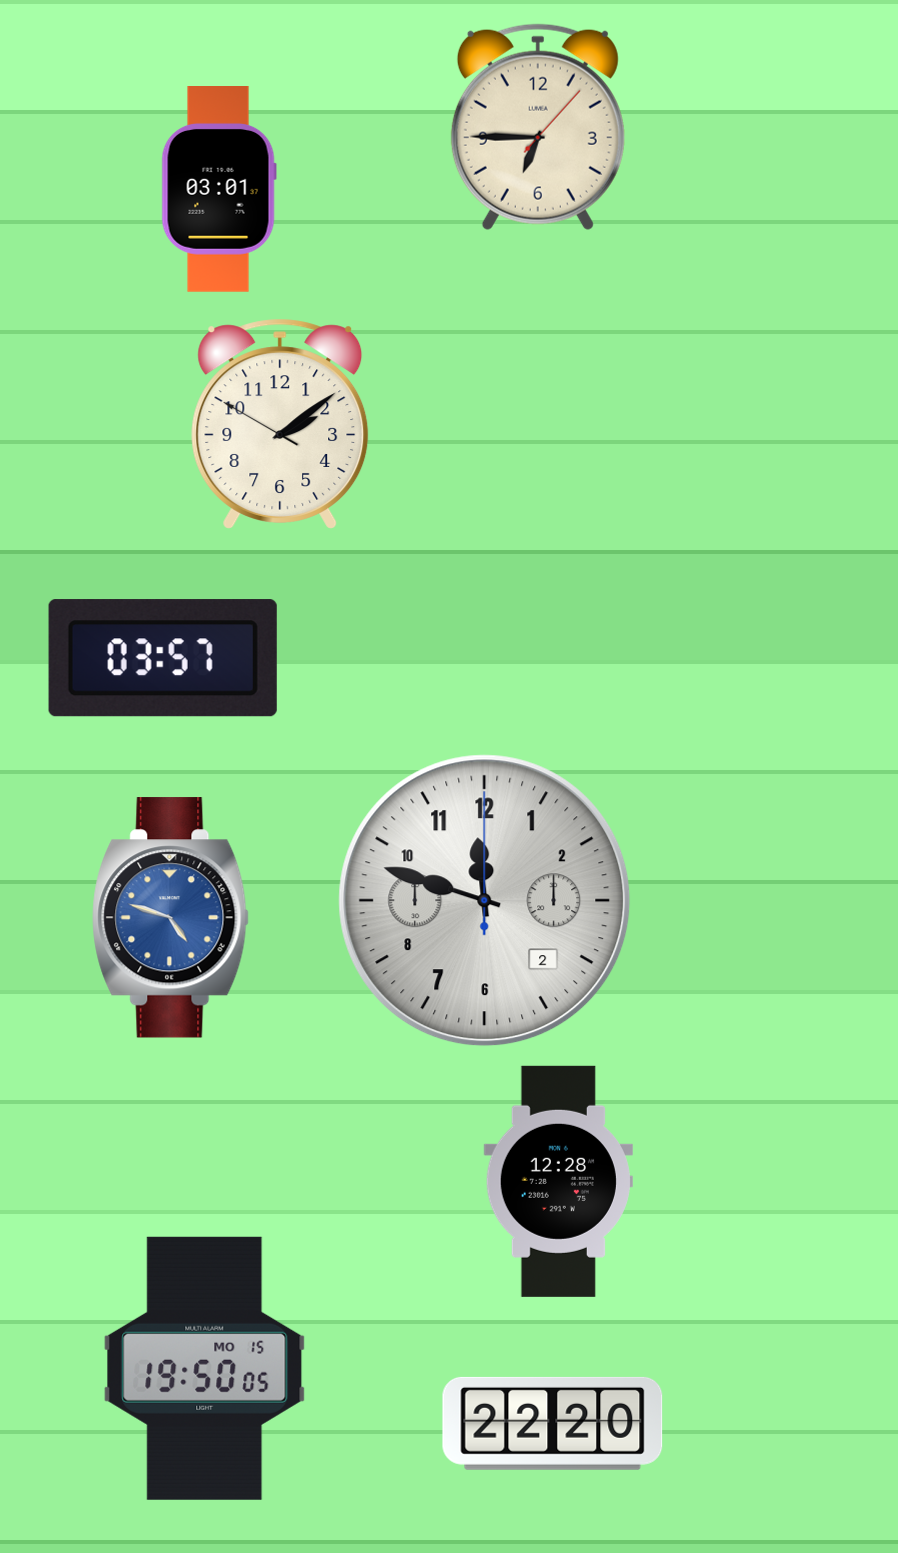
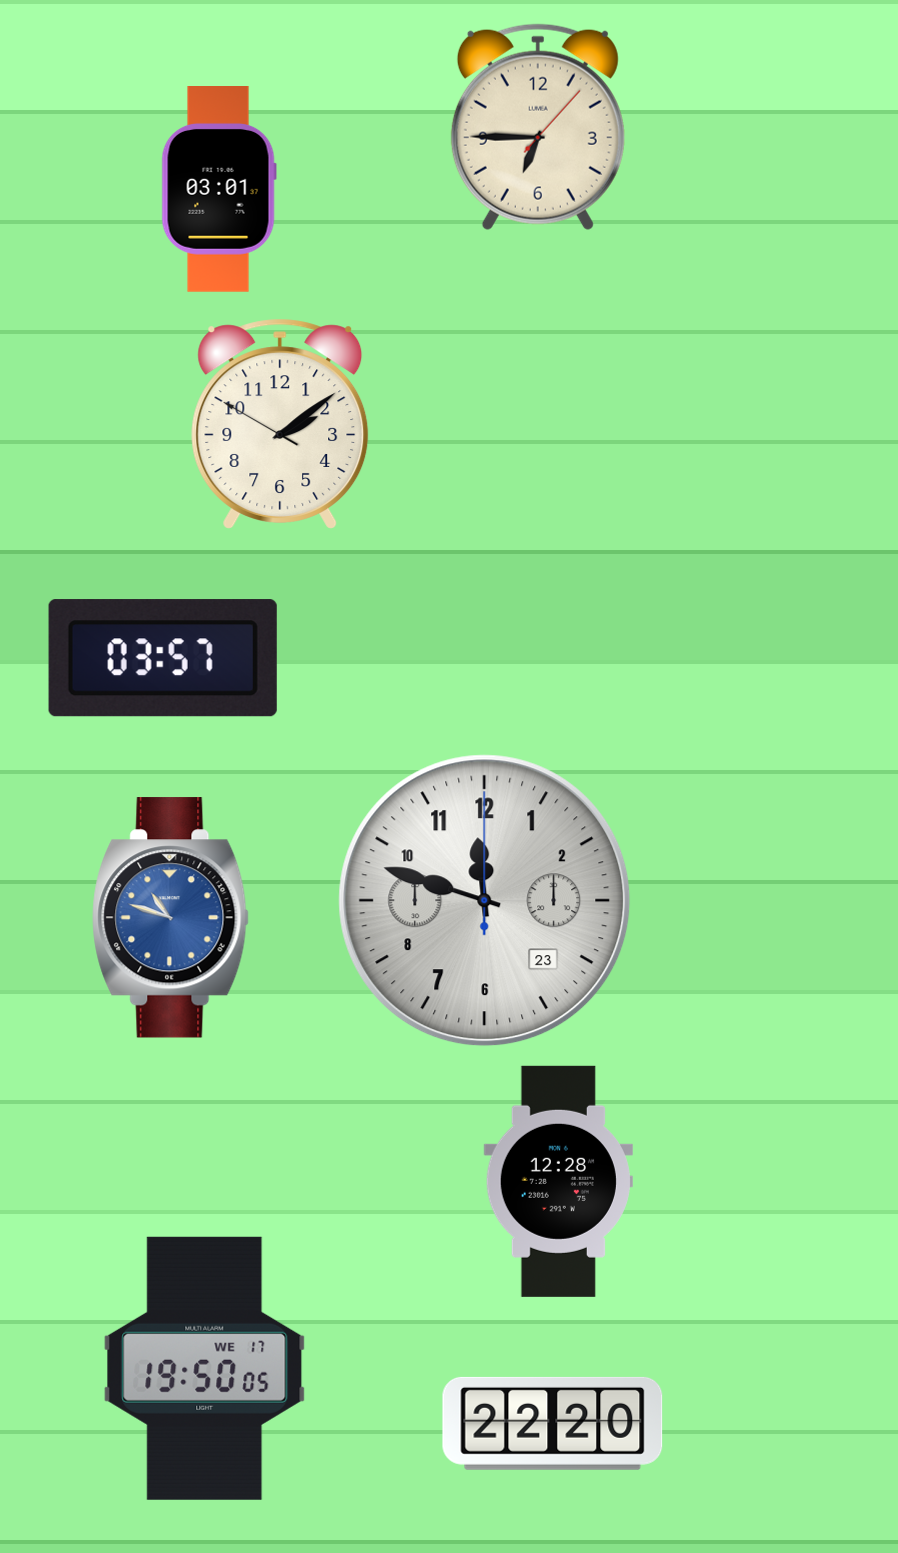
clock at (485, 901) date: 2 -> 23
clock at (171, 918): 4:48 -> 10:48
clock at (205, 1368) date: MO 15 -> WE 17
